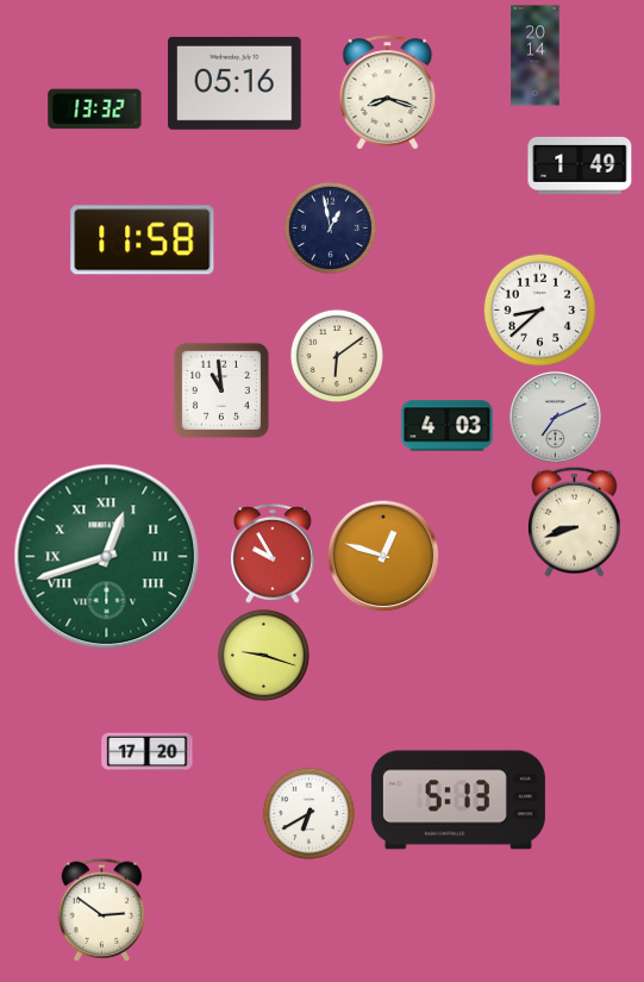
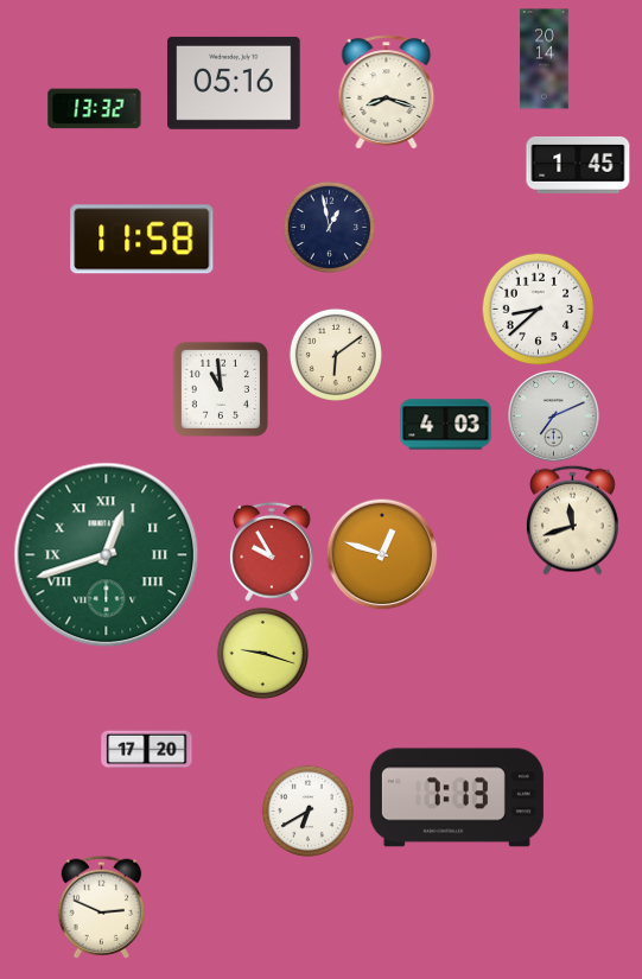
clock at (536, 56) position: (536, 56) -> (545, 59)
clock at (580, 165): 1:49 -> 1:45
clock at (575, 521): 8:42 -> 11:42
clock at (458, 800): 5:13 -> 7:13
clock at (102, 909): 2:51 -> 2:49
